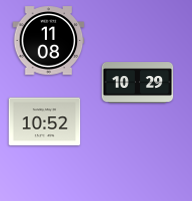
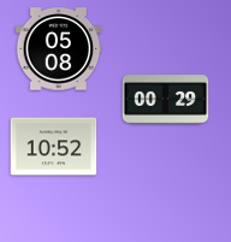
clock at (49, 41): 11:08 -> 05:08
clock at (138, 83): 10:29 -> 00:29
